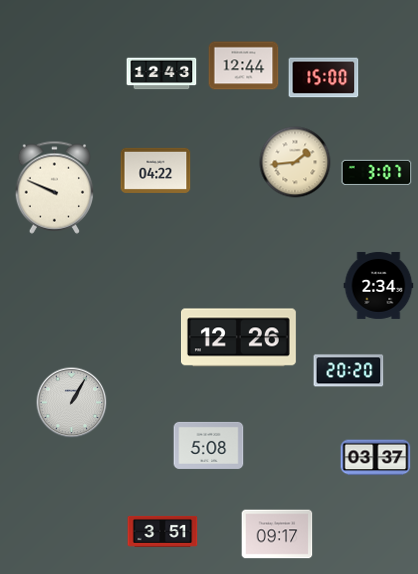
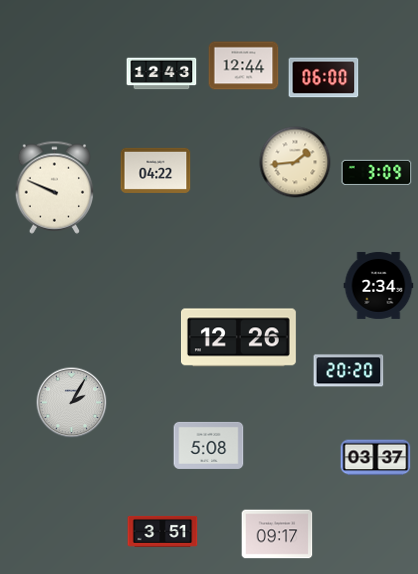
clock at (324, 78): 15:00 -> 06:00
clock at (377, 172): 3:07 -> 3:09
clock at (72, 403): 1:05 -> 2:05
